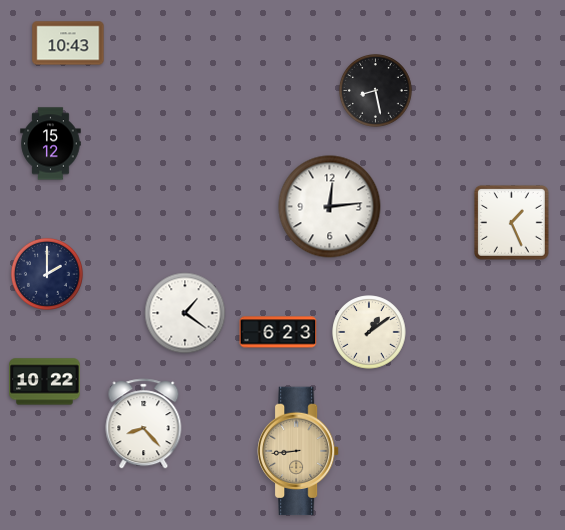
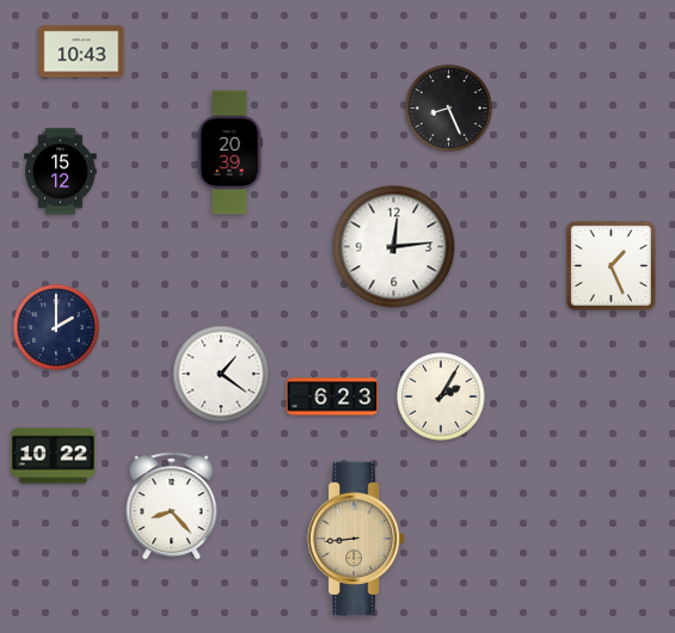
clock at (376, 91): 8:28 -> 8:26
clock at (229, 153): none -> 20:39
clock at (369, 332): 1:09 -> 2:05
